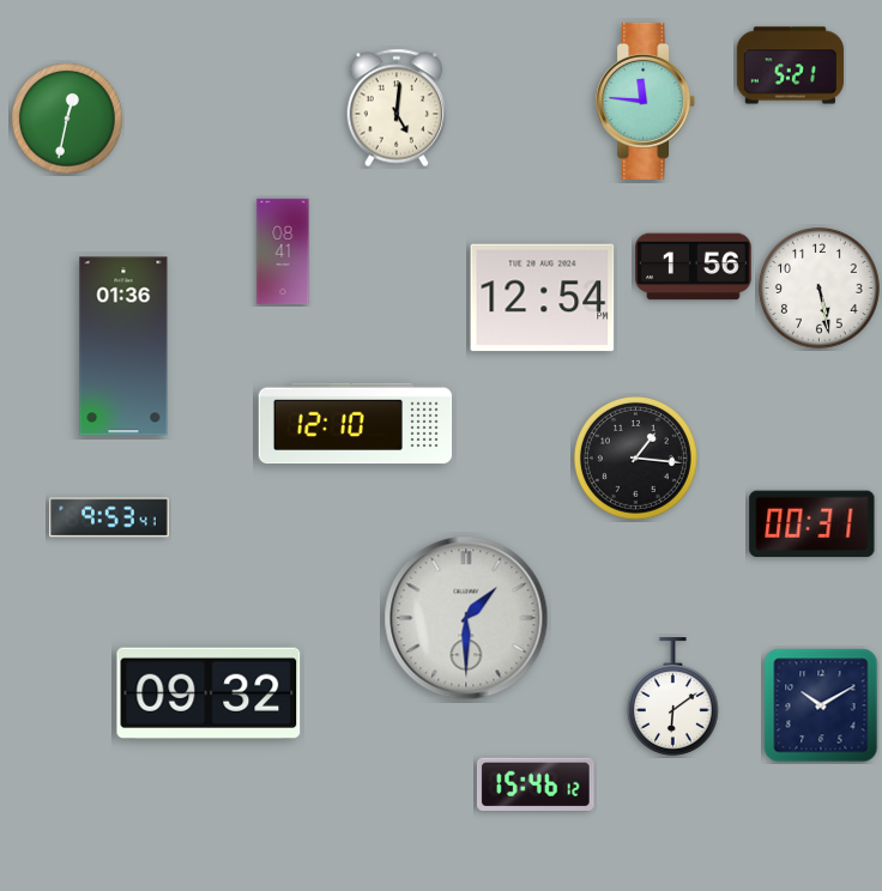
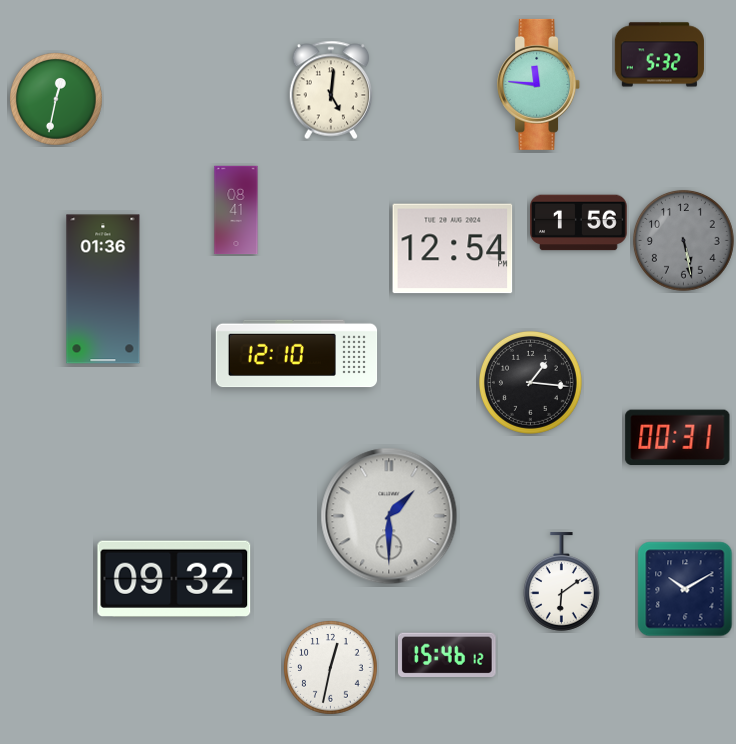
clock at (790, 66): 5:21 -> 5:32
clock at (818, 287) dial: white -> grey
clock at (109, 517): 9:53 -> none
clock at (331, 668): none -> 12:32
